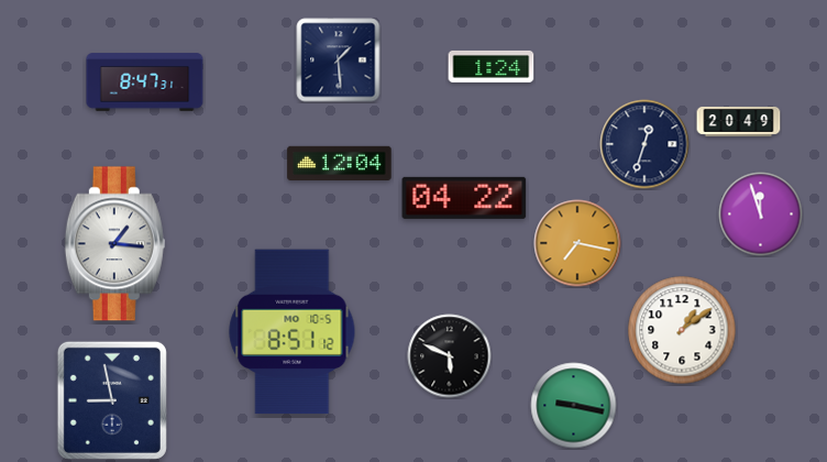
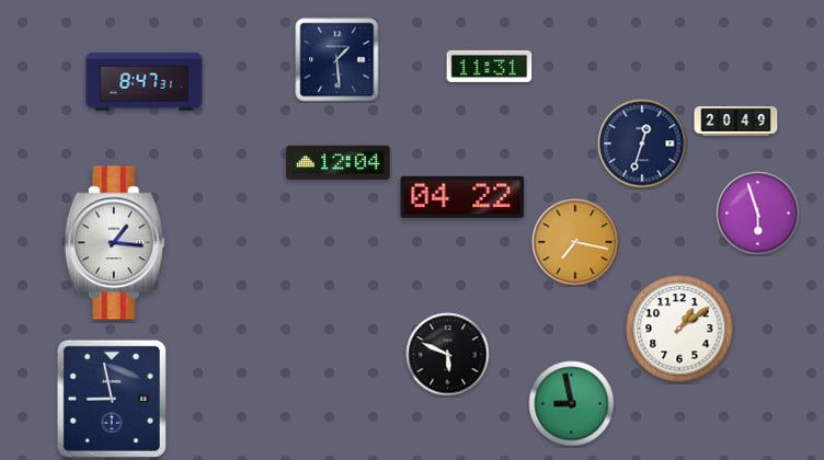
clock at (492, 66): 1:24 -> 11:31
clock at (761, 215): 11:57 -> 5:57
clock at (293, 332): 8:51 -> none
clock at (574, 406): 9:17 -> 8:58
